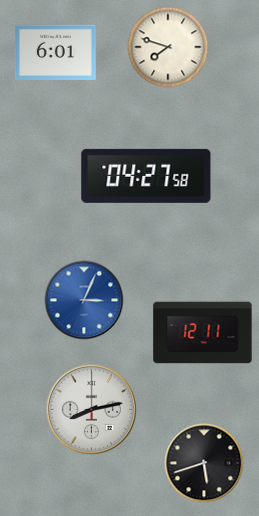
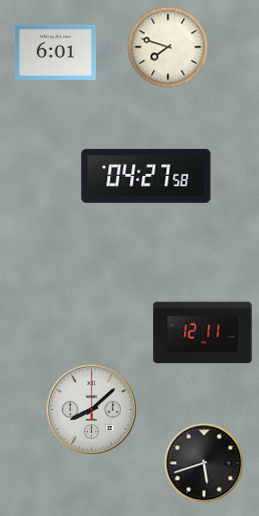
clock at (84, 300): 3:04 -> none
clock at (92, 410): 8:13 -> 8:08
